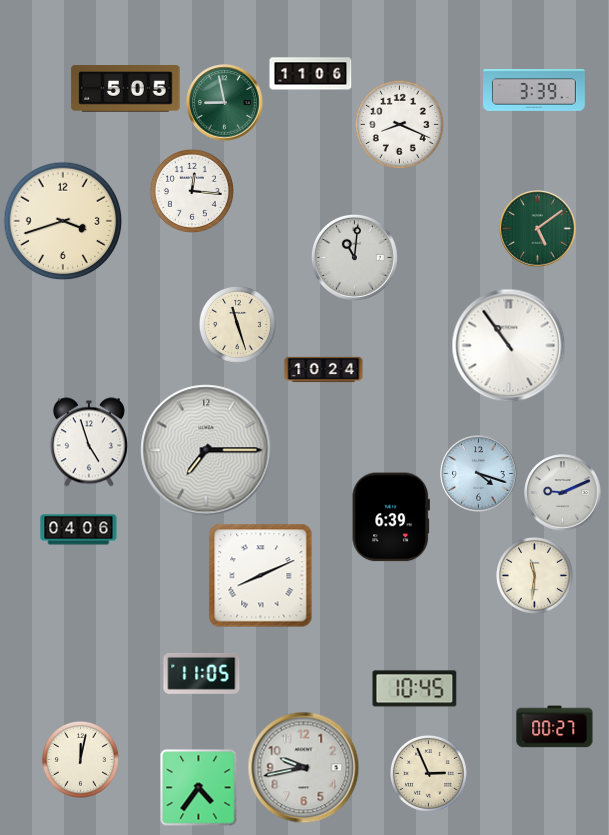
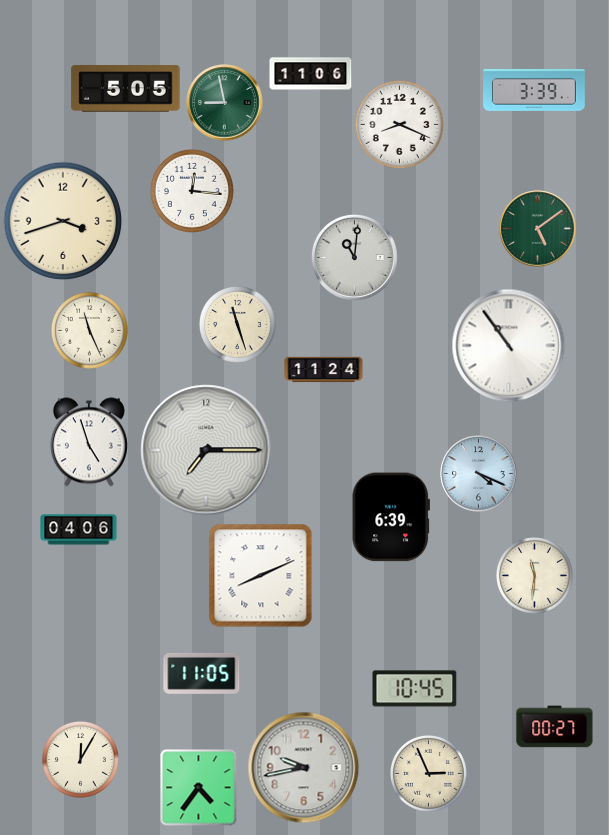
clock at (89, 330): none -> 11:26
clock at (324, 370): 10:24 -> 11:24
clock at (479, 474): 4:18 -> 4:19
clock at (563, 493): 9:11 -> none
clock at (80, 759): 12:02 -> 12:05
